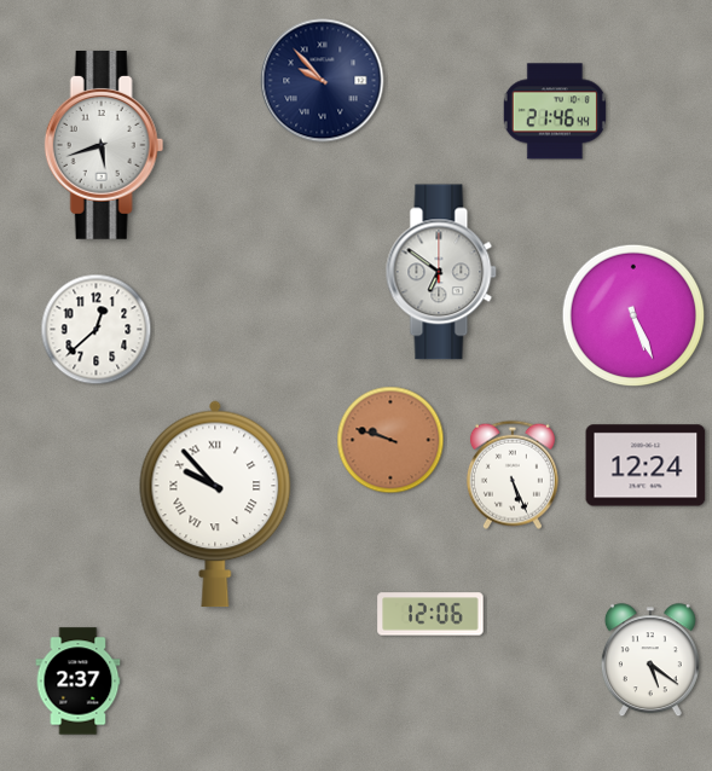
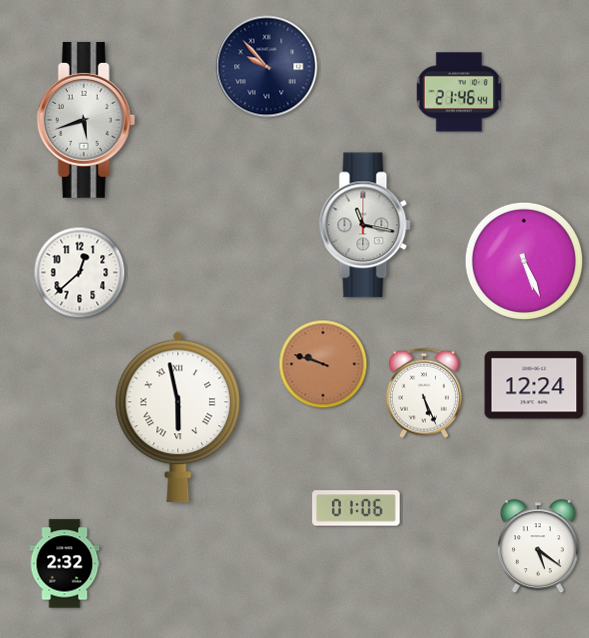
clock at (441, 272): 6:51 -> 11:17
clock at (215, 504): 9:53 -> 5:58
clock at (430, 614): 12:06 -> 01:06
clock at (79, 682): 2:37 -> 2:32
